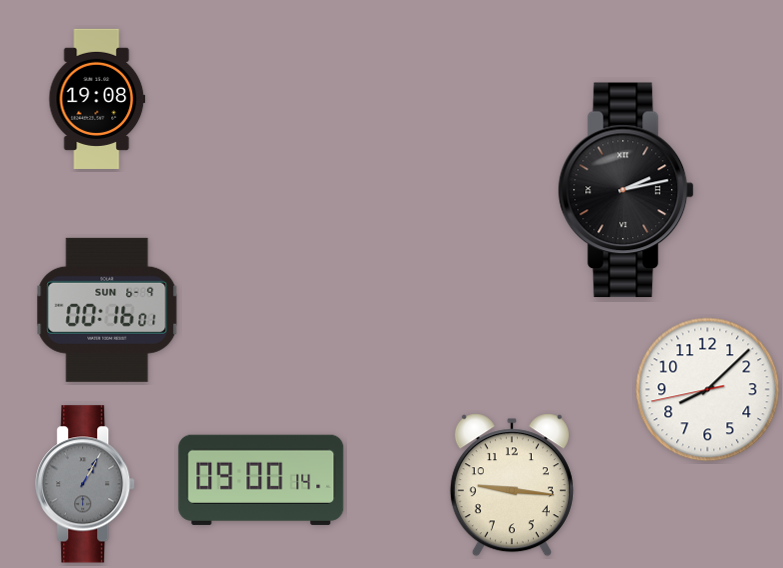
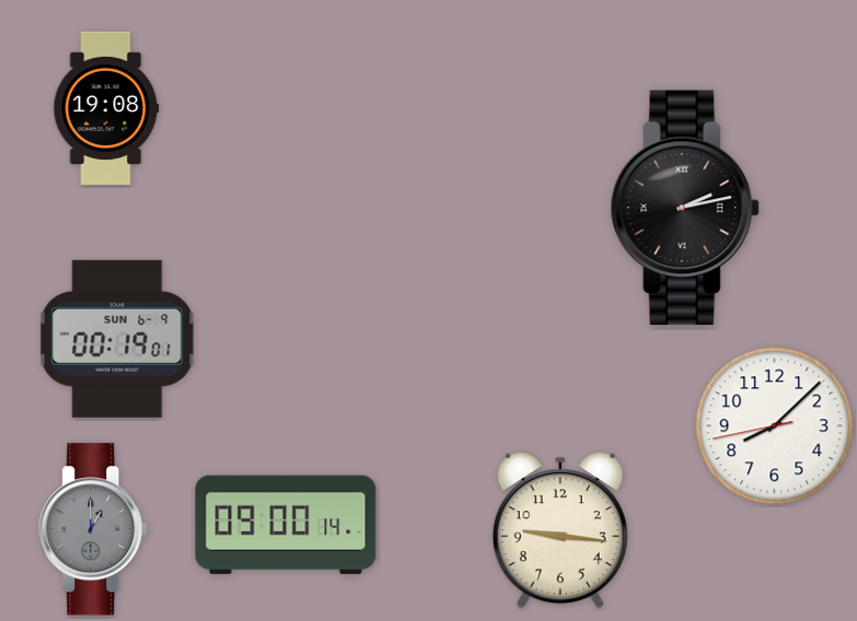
clock at (107, 310): 00:16 -> 00:19
clock at (86, 484): 1:05 -> 1:00
